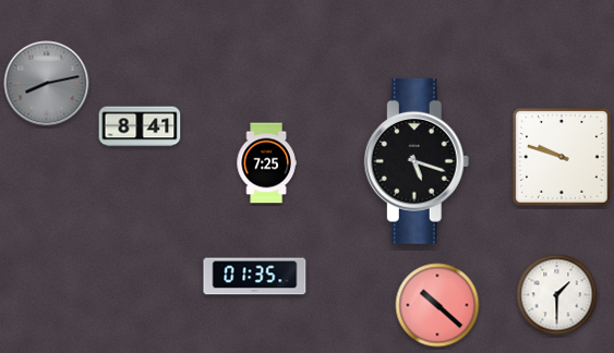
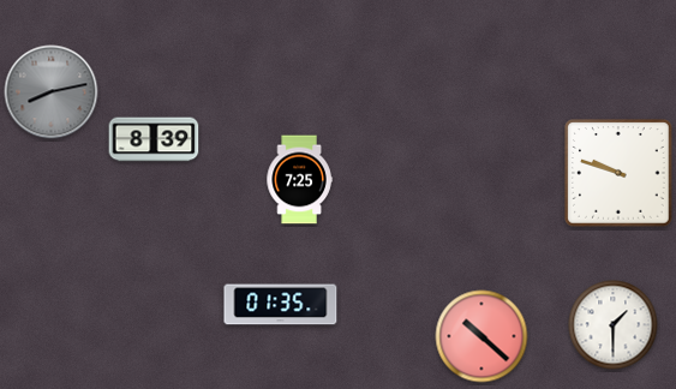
clock at (140, 126): 8:41 -> 8:39
clock at (417, 161): 5:18 -> none
clock at (266, 163) position: (266, 163) -> (299, 180)
